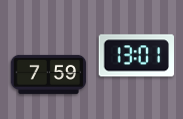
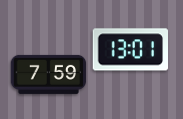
clock at (136, 56) position: (136, 56) -> (130, 50)
